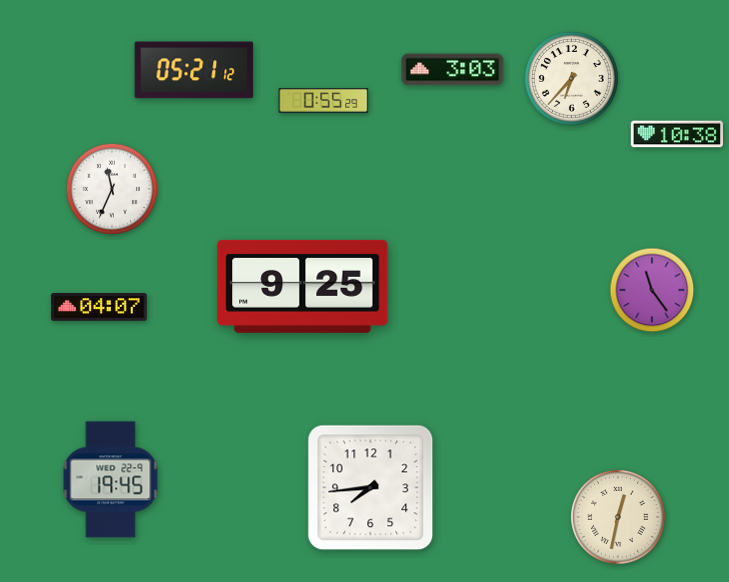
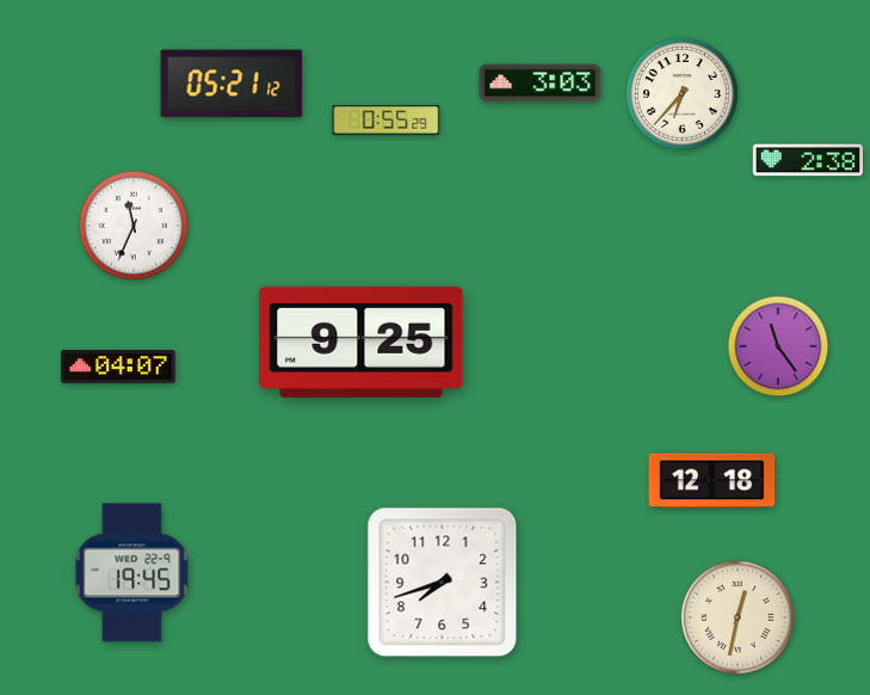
clock at (676, 134): 10:38 -> 2:38
clock at (712, 481): none -> 12:18
clock at (371, 488): 7:44 -> 7:42
